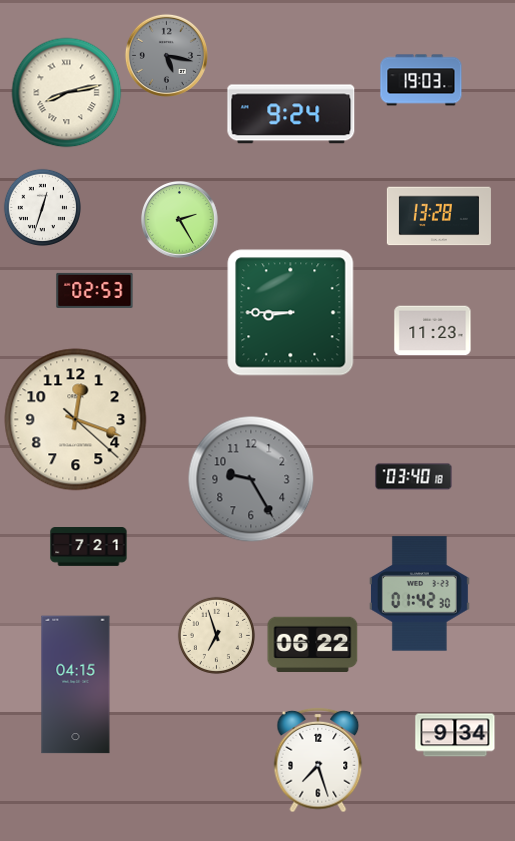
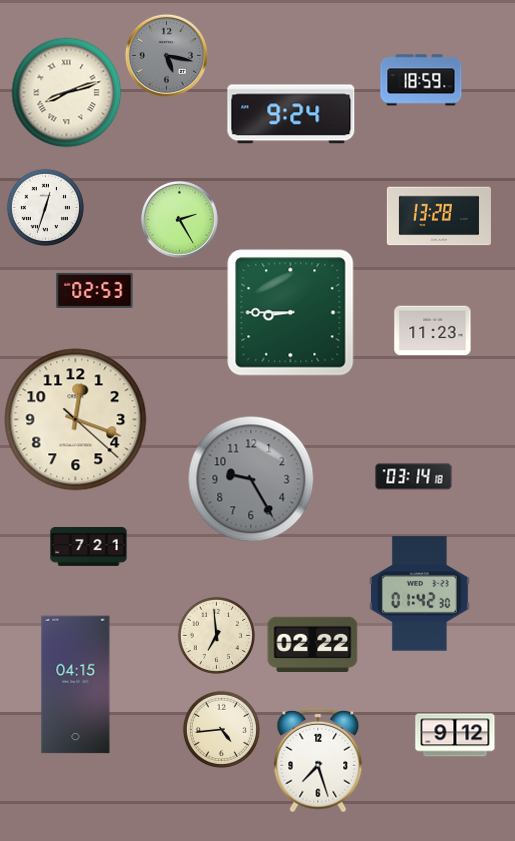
clock at (421, 80): 19:03 -> 18:59
clock at (67, 93): 8:13 -> 8:12
clock at (42, 207) position: (42, 207) -> (45, 207)
clock at (414, 477): 03:40 -> 03:14
clock at (216, 635): 6:57 -> 6:59
clock at (313, 644): 06:22 -> 02:22
clock at (221, 729): none -> 4:44
clock at (455, 735): 9:34 -> 9:12
